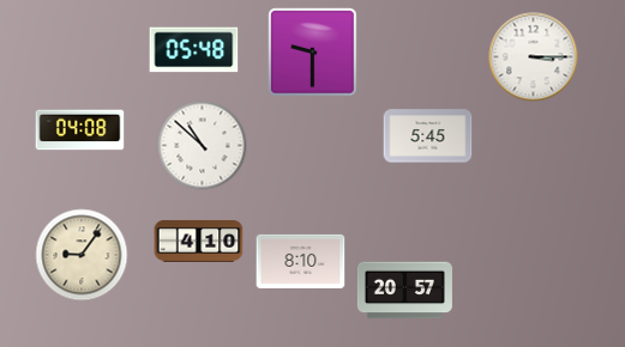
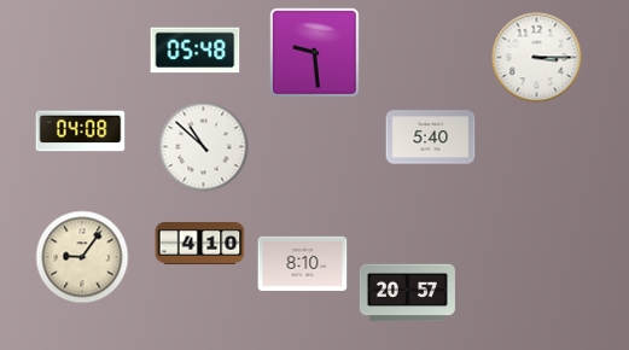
clock at (313, 53): 9:30 -> 9:29
clock at (428, 136): 5:45 -> 5:40
